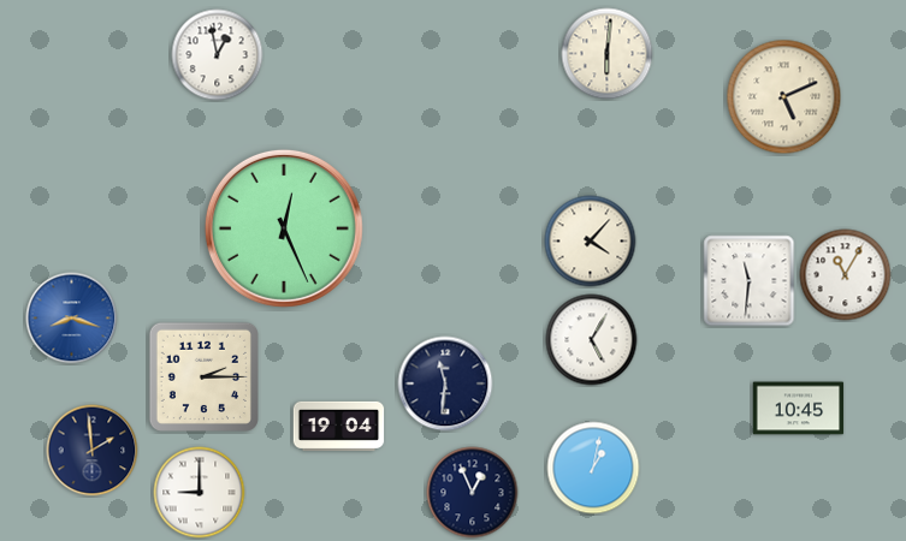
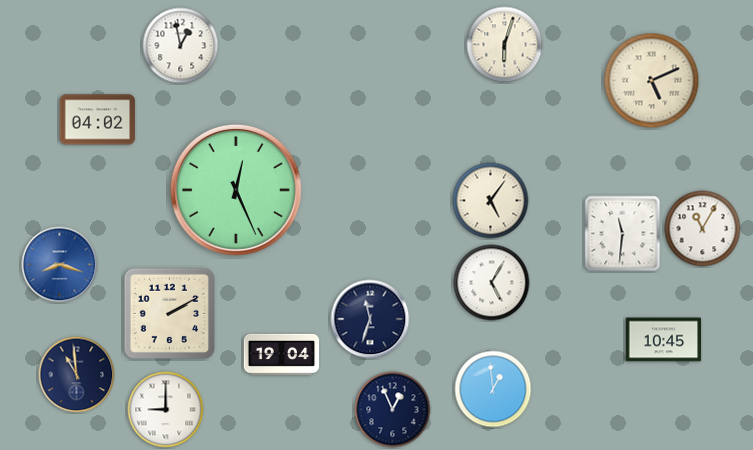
clock at (608, 54): 6:01 -> 6:03
clock at (98, 120): none -> 04:02
clock at (591, 242): 4:07 -> 5:06
clock at (203, 376): 2:15 -> 2:10
clock at (445, 384): 11:31 -> 11:33
clock at (93, 451): 1:59 -> 10:59
clock at (593, 468): 1:02 -> 12:59
